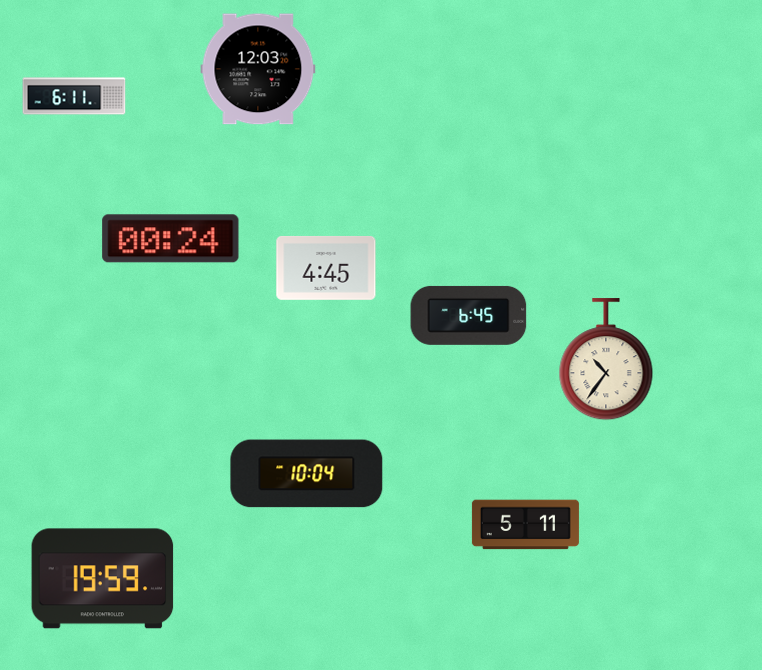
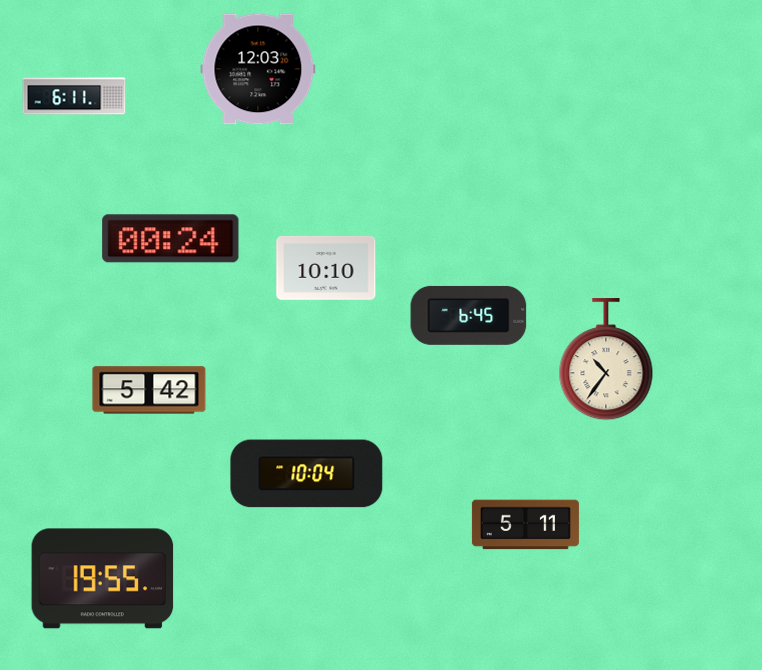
clock at (326, 268): 4:45 -> 10:10
clock at (149, 390): none -> 5:42
clock at (103, 579): 19:59 -> 19:55
